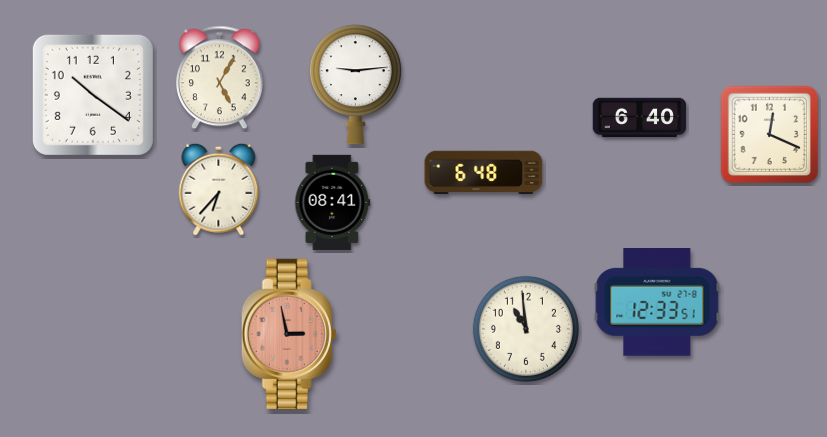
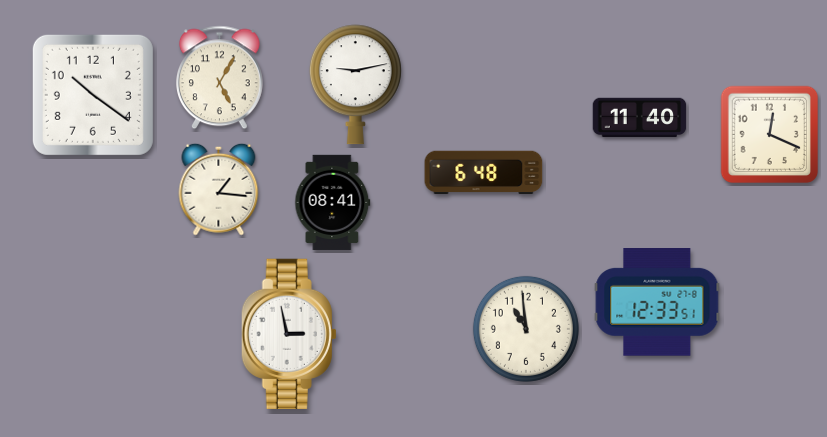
clock at (355, 85): 9:14 -> 9:13
clock at (640, 118): 6:40 -> 11:40
clock at (219, 189): 6:37 -> 1:16
clock at (289, 334) dial: salmon -> white
